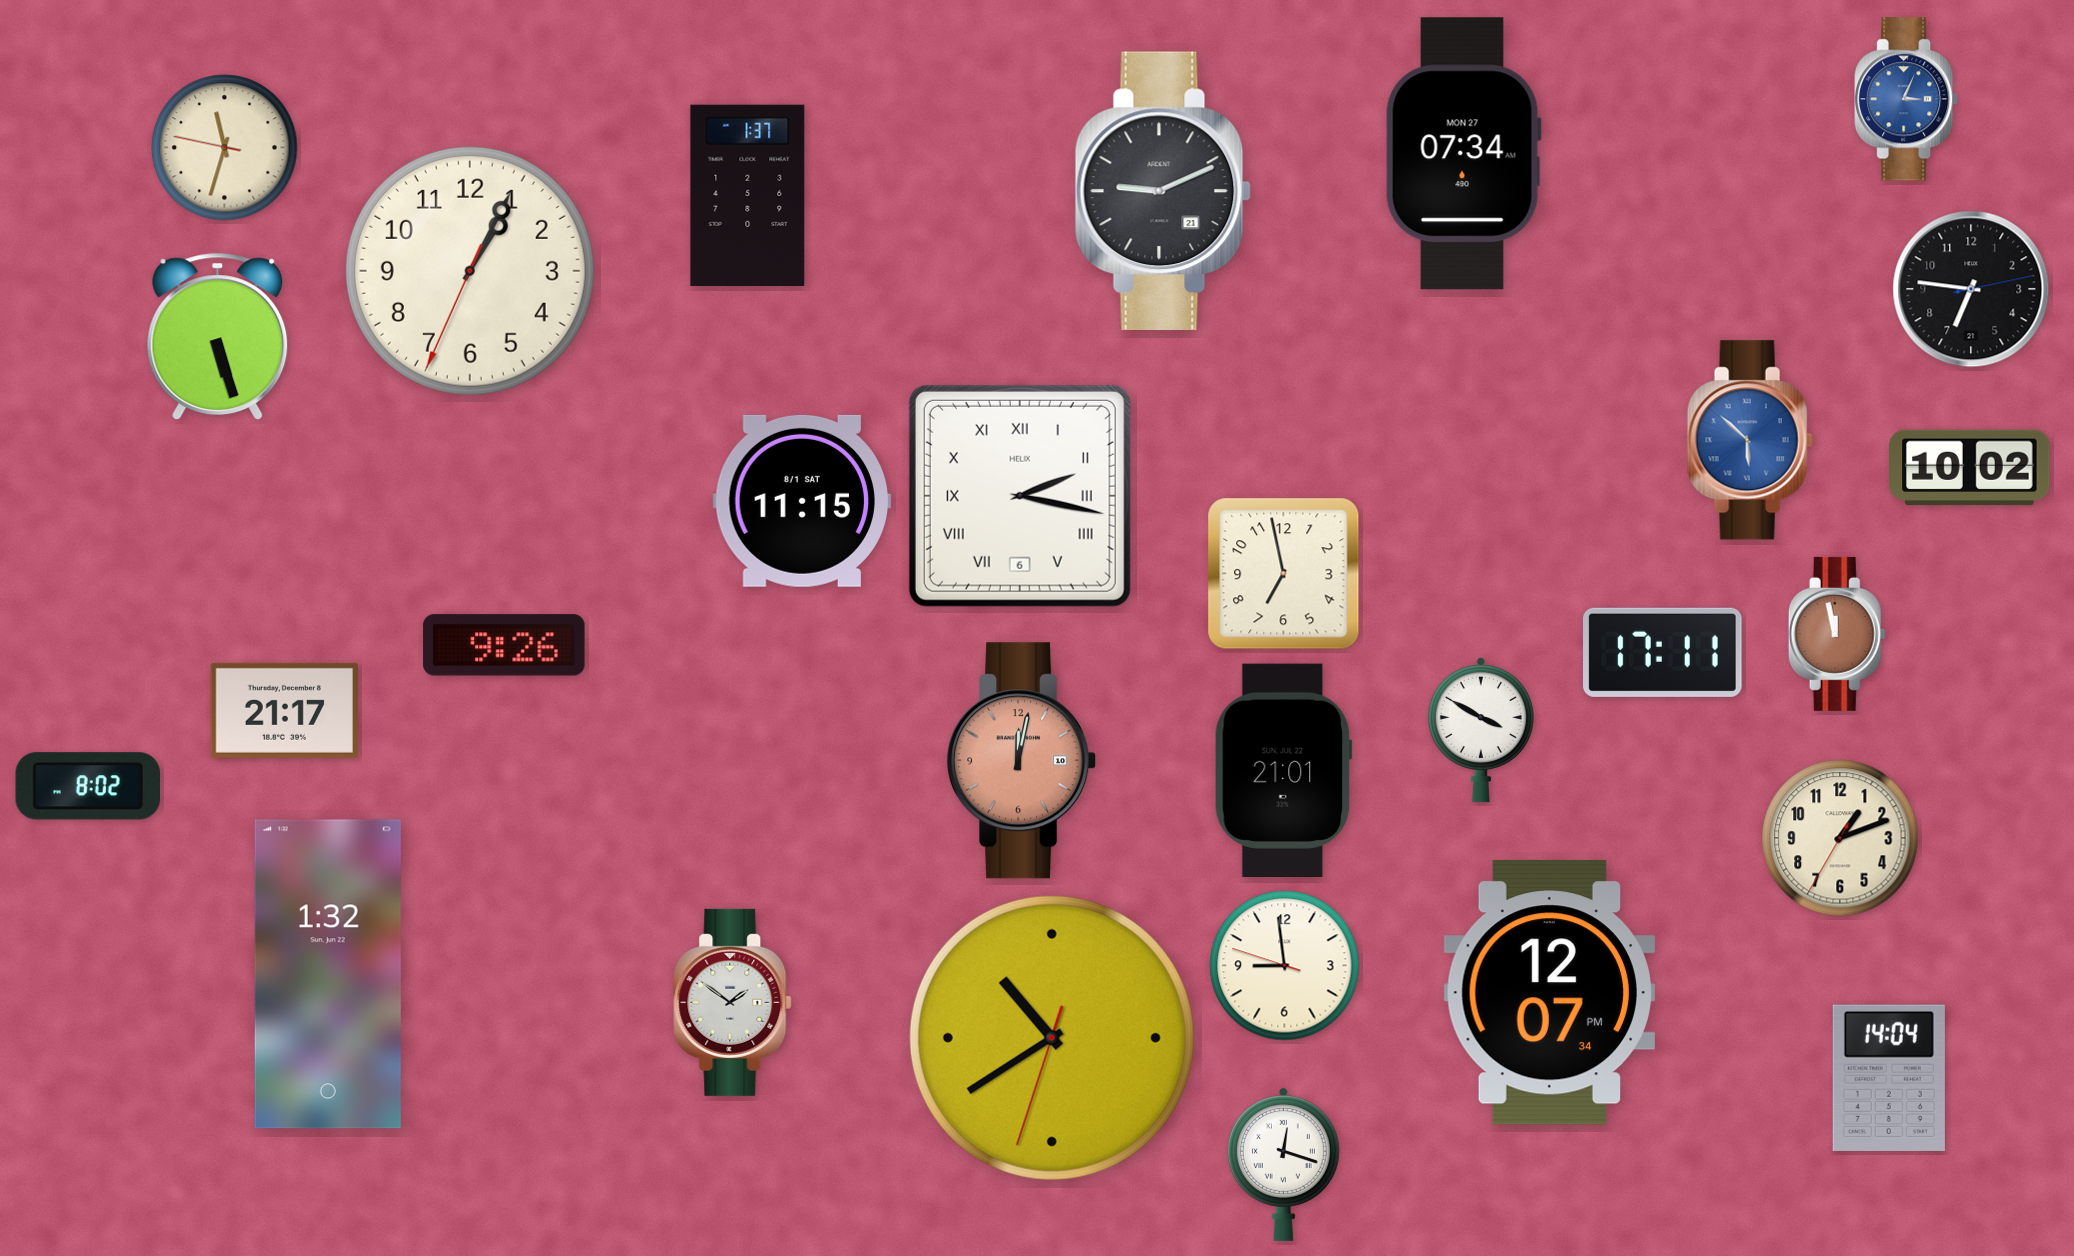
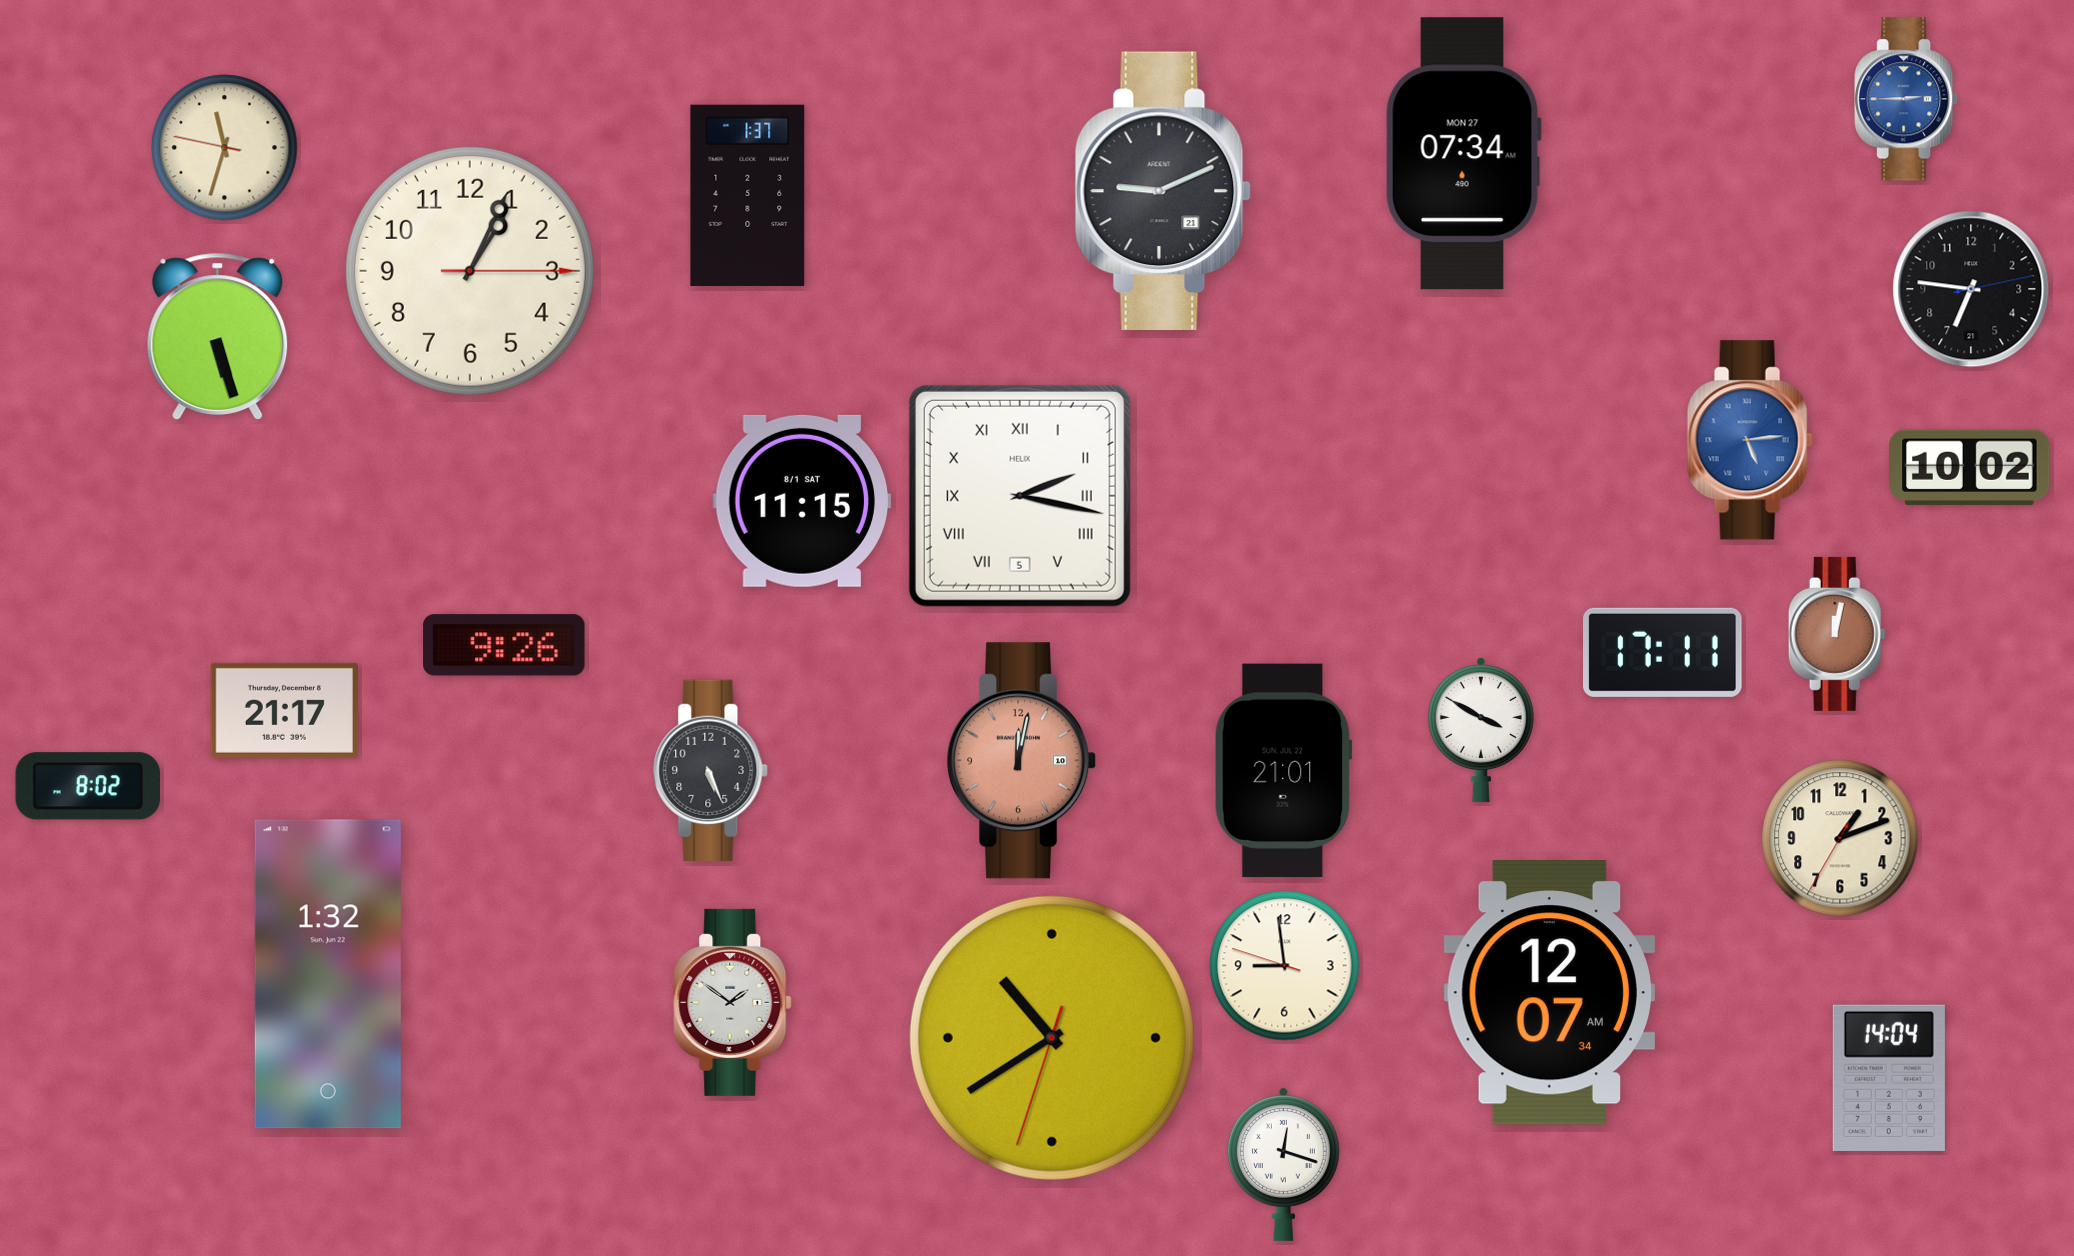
clock at (1907, 99): 3:04 -> 2:45
clock at (470, 271): 1:04:34 -> 1:04:15
clock at (1750, 440): 5:52 -> 5:14
clock at (1020, 496) date: 6 -> 5
clock at (1284, 574): 6:58 -> none
clock at (1837, 634): 11:58 -> 12:02
clock at (711, 770): none -> 5:26
clock at (1549, 993): 12:07:34 PM -> 12:07:34 AM
